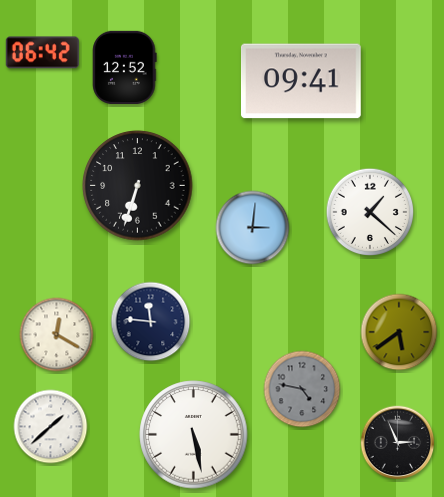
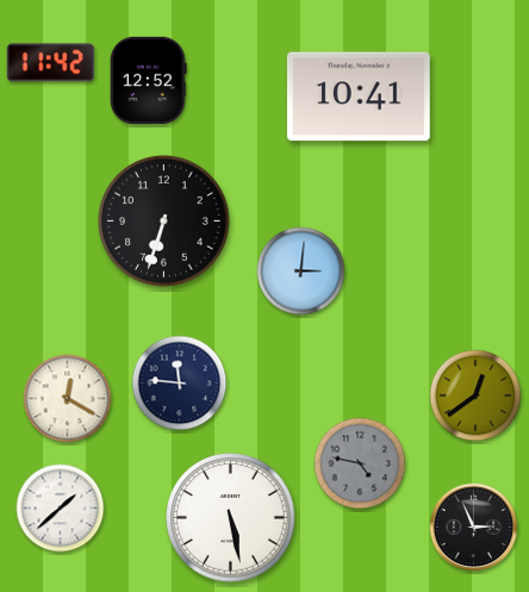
clock at (42, 53): 06:42 -> 11:42
clock at (301, 81): 09:41 -> 10:41
clock at (370, 212): 1:22 -> none
clock at (399, 332): 5:39 -> 12:39
